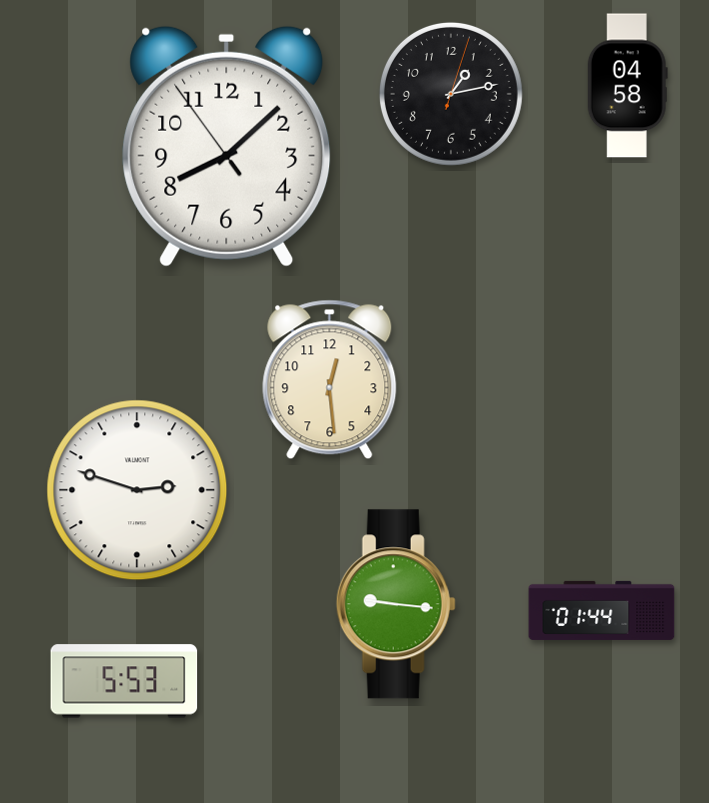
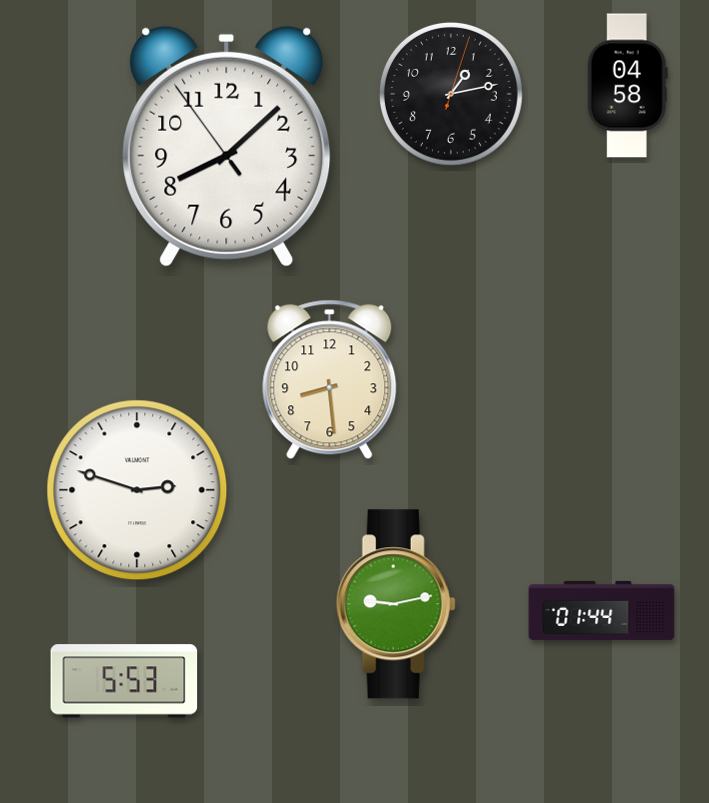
clock at (330, 380): 12:29 -> 8:29
clock at (396, 604): 9:16 -> 9:13
